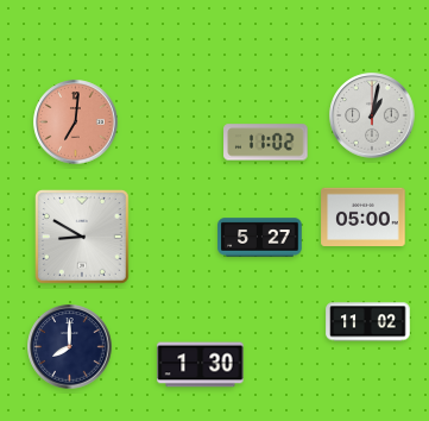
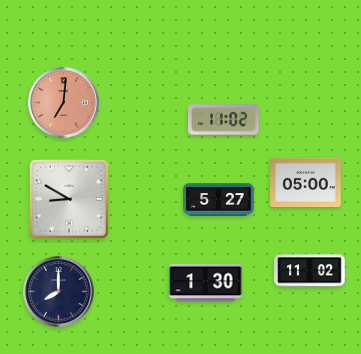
clock at (372, 115): 1:02 -> none
clock at (201, 365) position: (201, 365) -> (206, 283)
